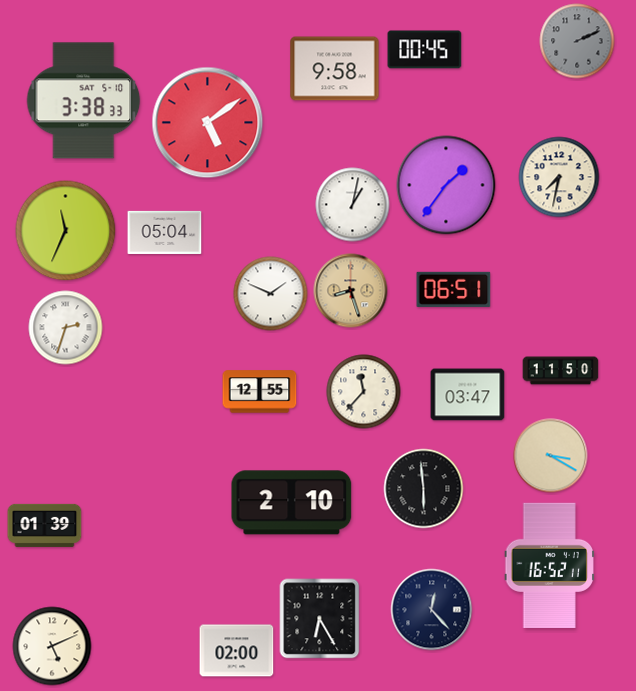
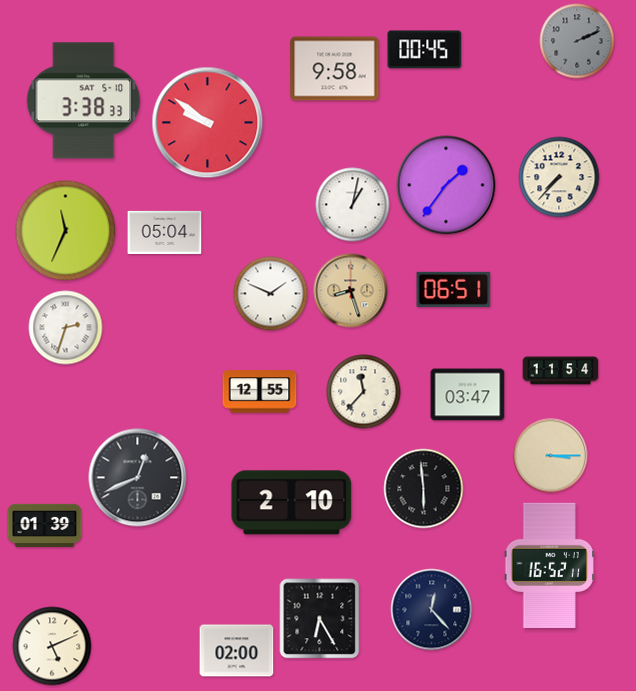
clock at (208, 123): 5:09 -> 9:51
clock at (559, 177): 7:32 -> 7:37
clock at (561, 371): 11:50 -> 11:54
clock at (551, 456): 3:20 -> 3:15
clock at (138, 478): none -> 12:41
